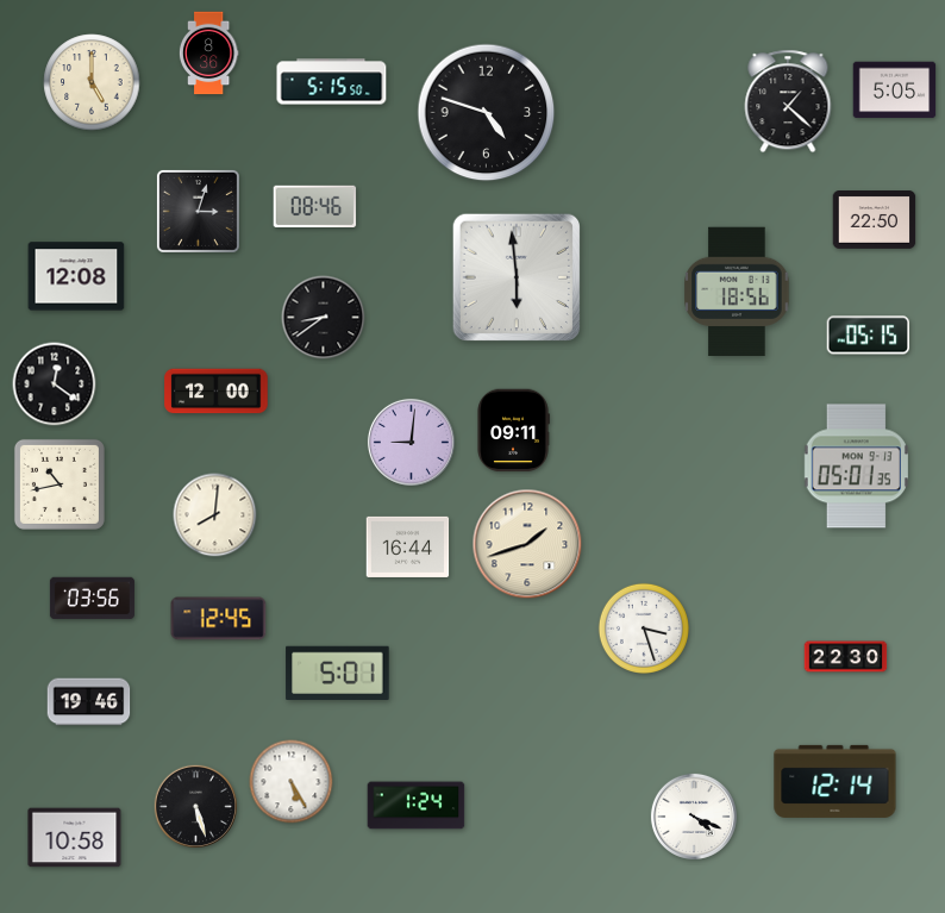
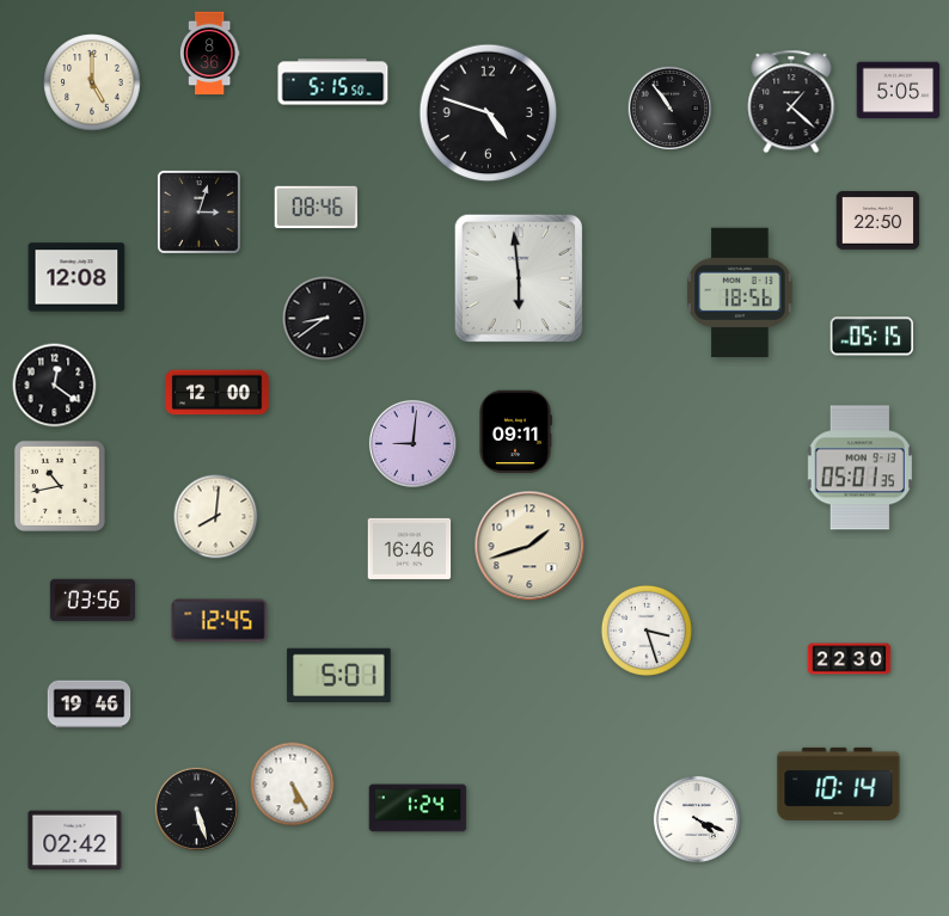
clock at (671, 109): none -> 10:54
clock at (408, 546): 16:44 -> 16:46
clock at (836, 781): 12:14 -> 10:14
clock at (75, 838): 10:58 -> 02:42
